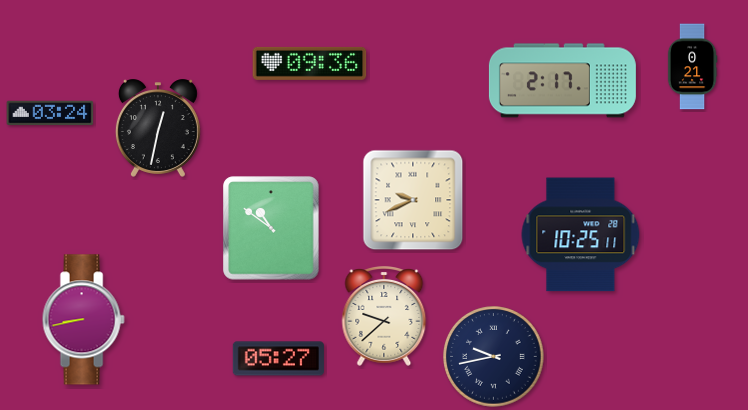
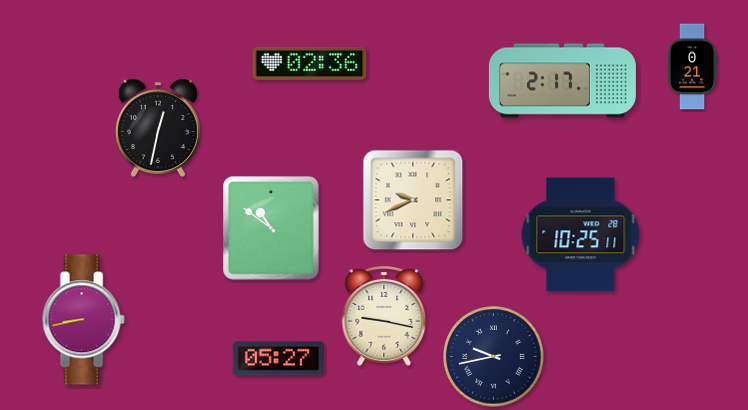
clock at (310, 63): 09:36 -> 02:36
clock at (50, 113): 03:24 -> none
clock at (384, 317): 9:38 -> 9:17
